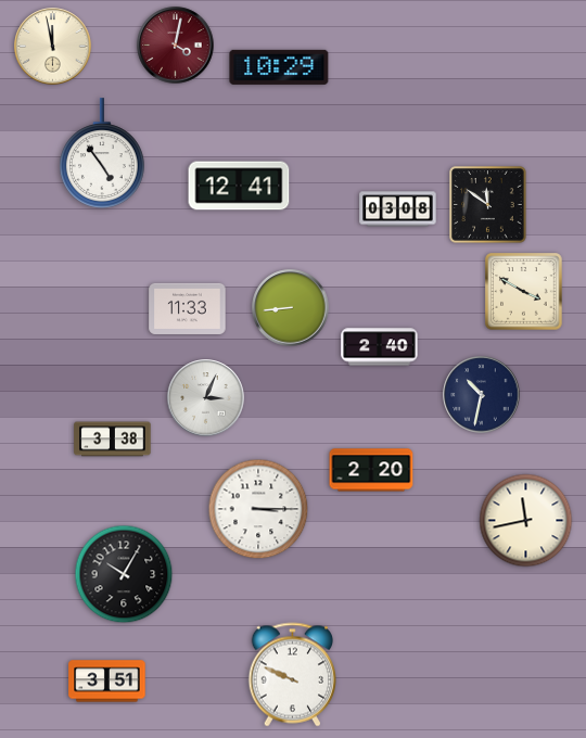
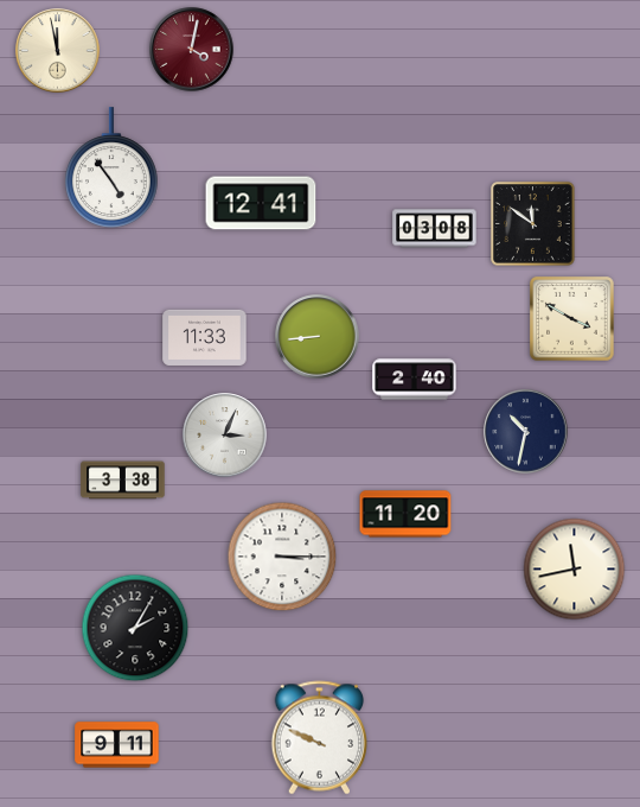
clock at (279, 67): 10:29 -> none
clock at (371, 470): 2:20 -> 11:20
clock at (124, 574): 10:05 -> 2:05
clock at (107, 682): 3:51 -> 9:11
